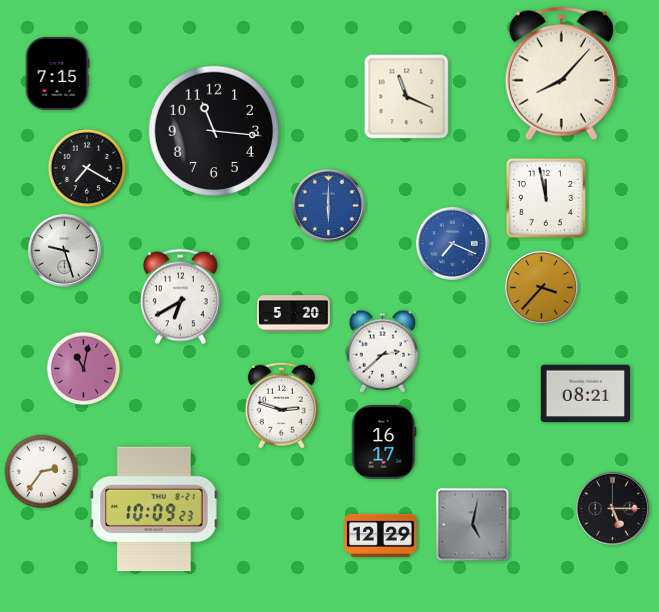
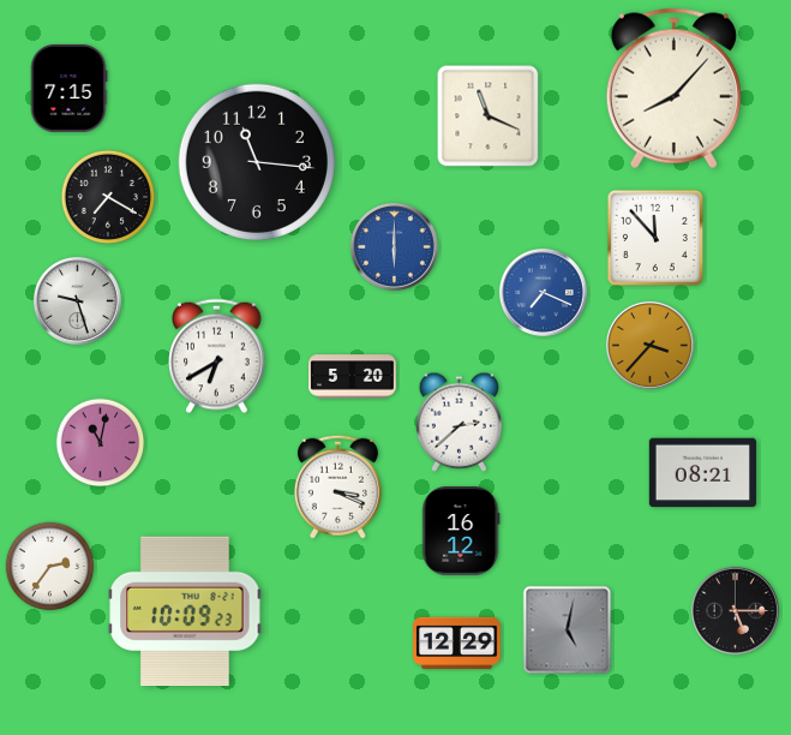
clock at (214, 131) position: (214, 131) -> (257, 162)
clock at (86, 167) position: (86, 167) -> (107, 196)
clock at (546, 198): 11:58 -> 11:53
clock at (281, 405): 2:48 -> 3:19
clock at (384, 442): 16:17 -> 16:12
